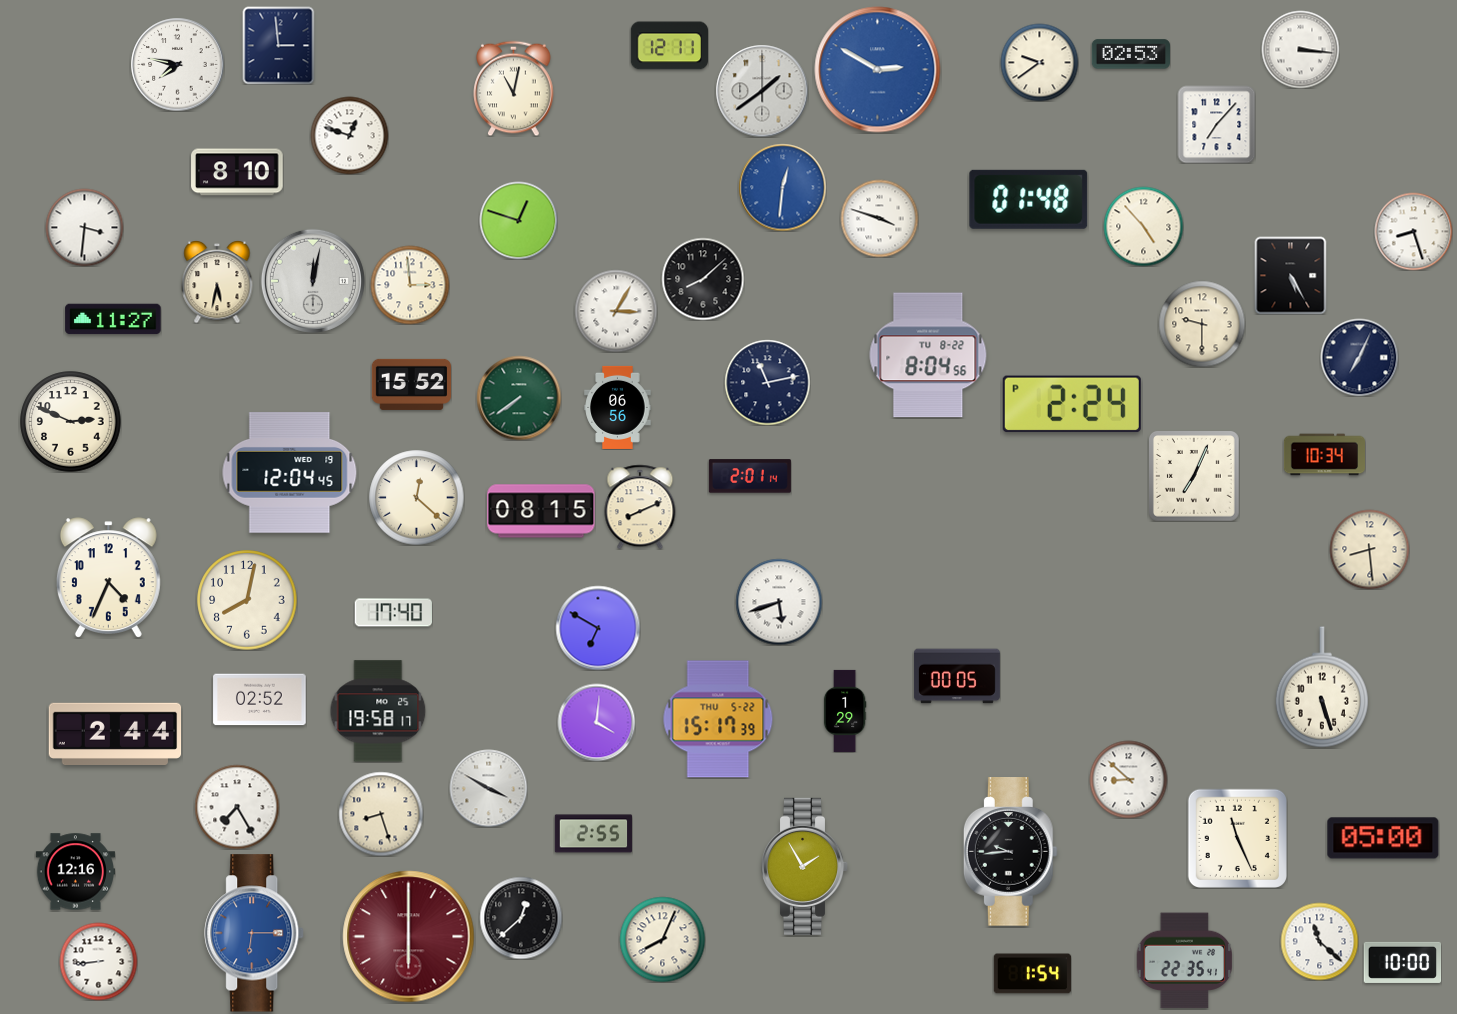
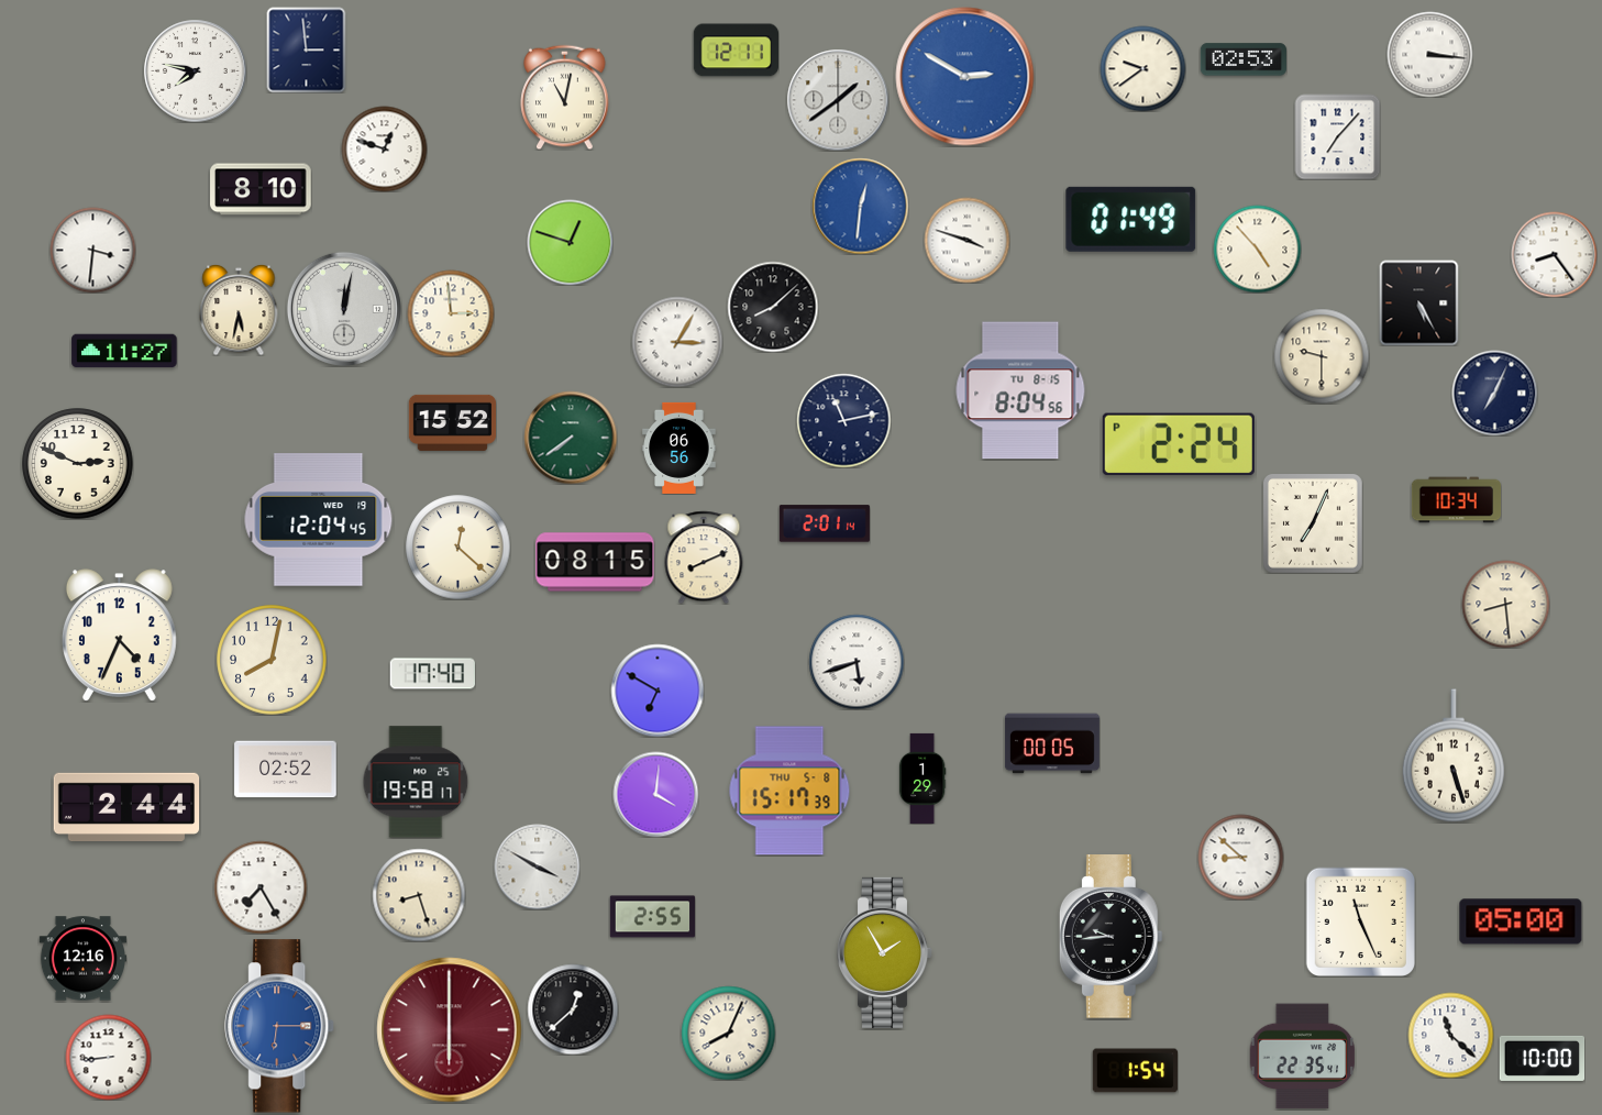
clock at (1029, 199): 01:48 -> 01:49
clock at (1413, 231): 8:27 -> 8:24
clock at (928, 355) date: TU 8-22 -> TU 8-15
clock at (845, 711) position: (845, 711) -> (922, 779)
clock at (718, 719) date: THU 5-22 -> THU 5-8
